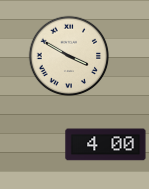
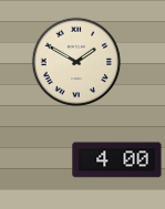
clock at (69, 56): 3:50 -> 1:50
